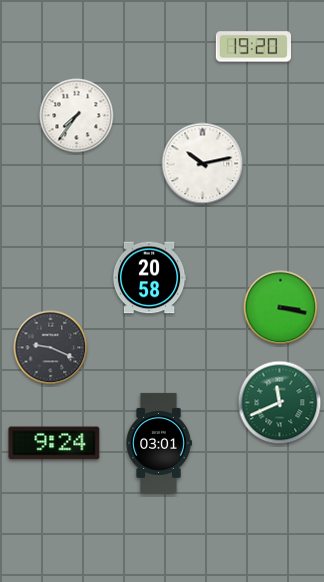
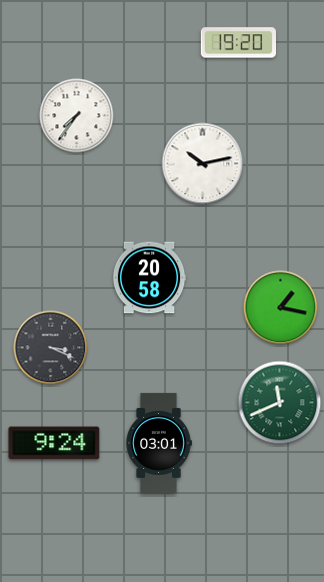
clock at (253, 47) position: (253, 47) -> (238, 43)
clock at (281, 308): 3:17 -> 1:17
clock at (51, 348): 9:19 -> 3:19
